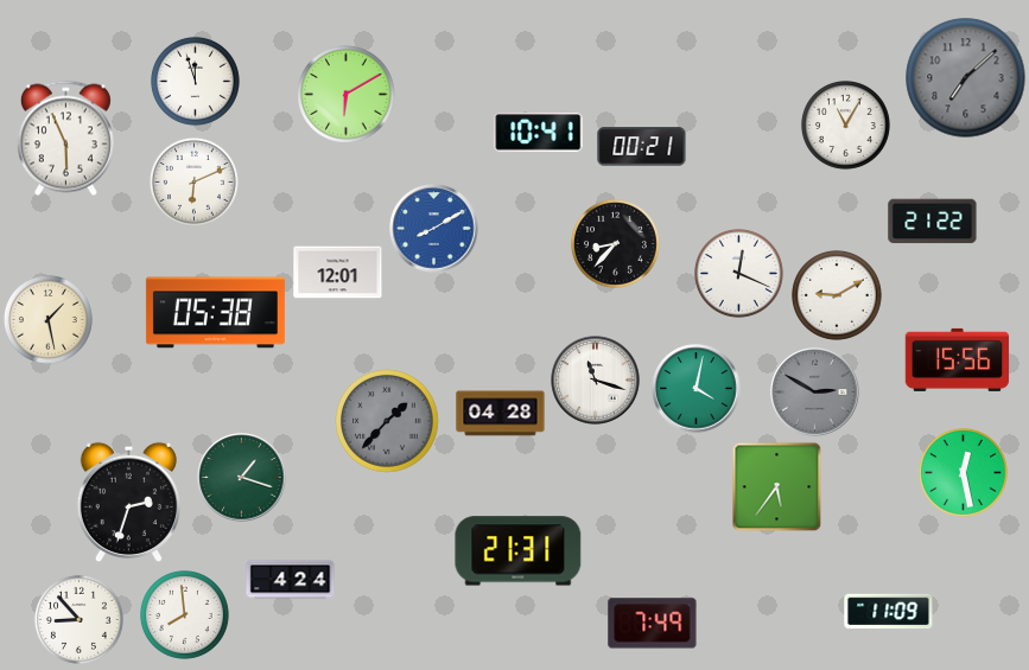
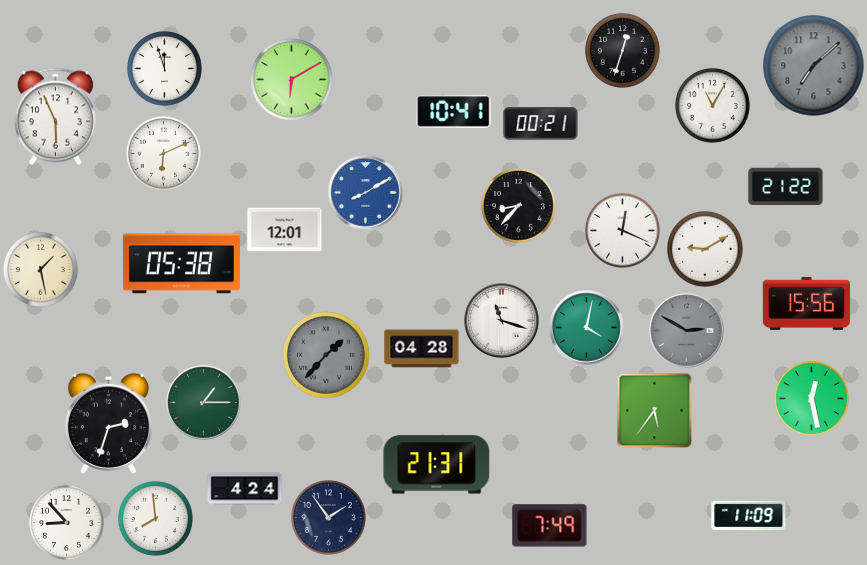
clock at (622, 50): none -> 12:33
clock at (242, 478): 1:18 -> 1:15
clock at (328, 517): none -> 1:54
